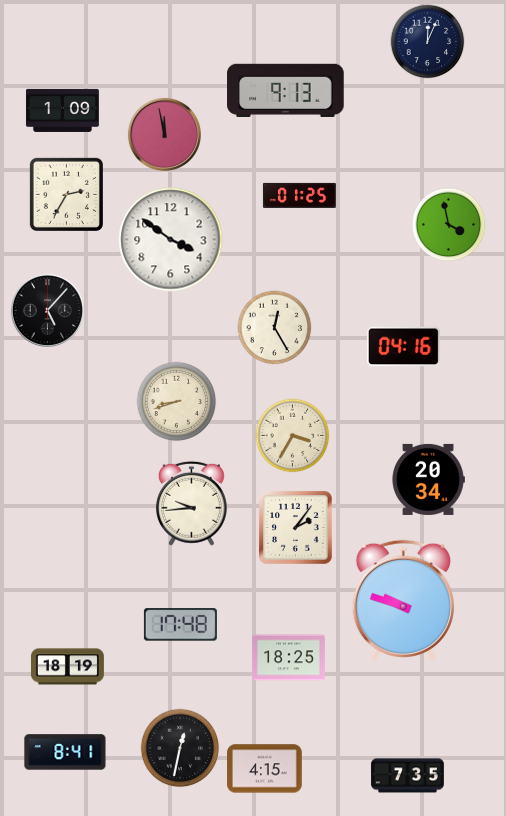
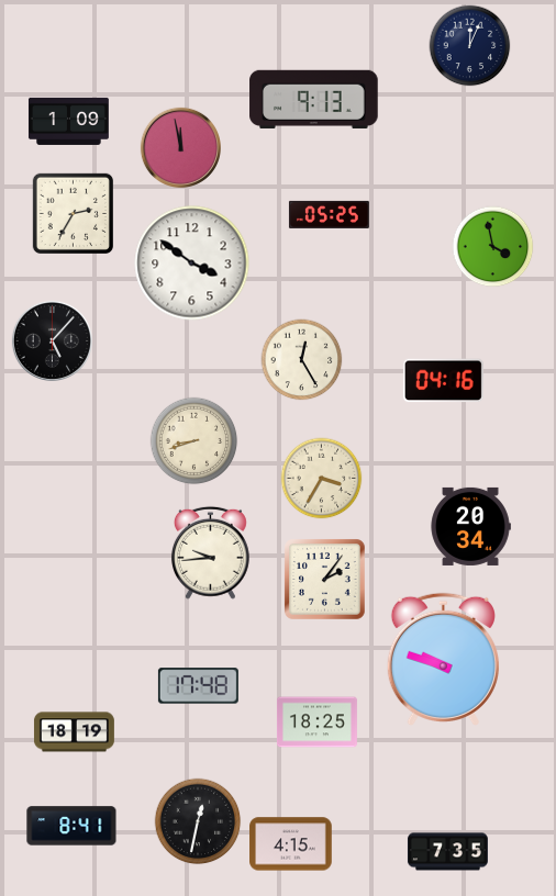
clock at (299, 195): 01:25 -> 05:25
clock at (171, 240) position: (171, 240) -> (192, 264)
